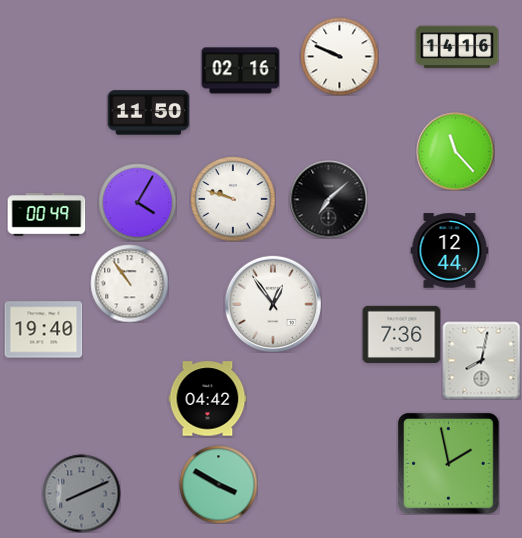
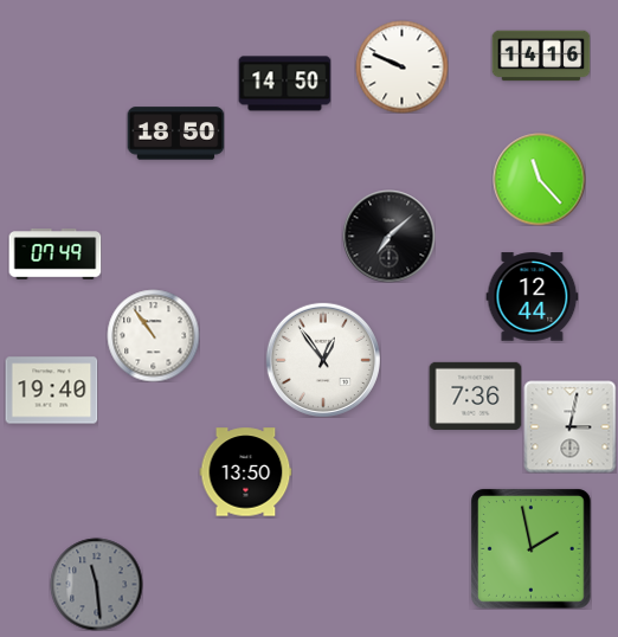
clock at (240, 71): 02:16 -> 14:50
clock at (148, 113): 11:50 -> 18:50
clock at (233, 199): 9:48 -> none
clock at (137, 202): 4:05 -> none
clock at (46, 215): 00:49 -> 07:49
clock at (481, 360): 8:02 -> 3:02
clock at (207, 399): 04:42 -> 13:50
clock at (218, 484): 3:50 -> none
clock at (81, 493): 8:11 -> 11:29
